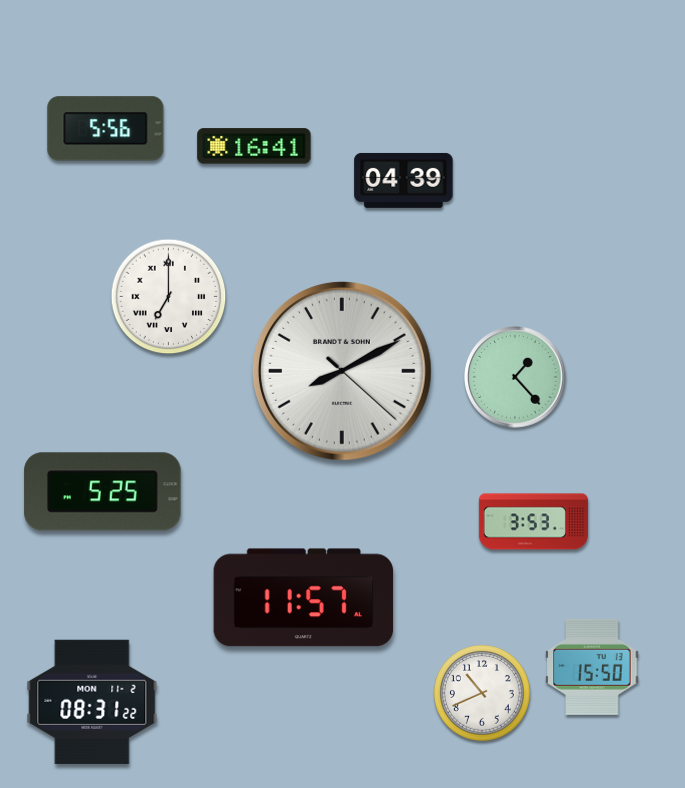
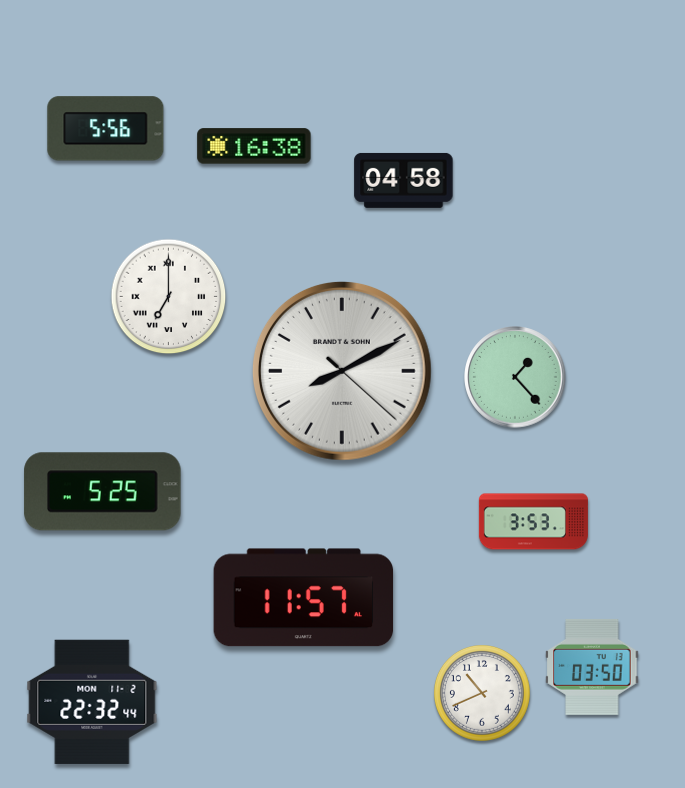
clock at (254, 146): 16:41 -> 16:38
clock at (404, 180): 04:39 -> 04:58
clock at (592, 667): 15:50 -> 03:50
clock at (92, 702): 08:31 -> 22:32
